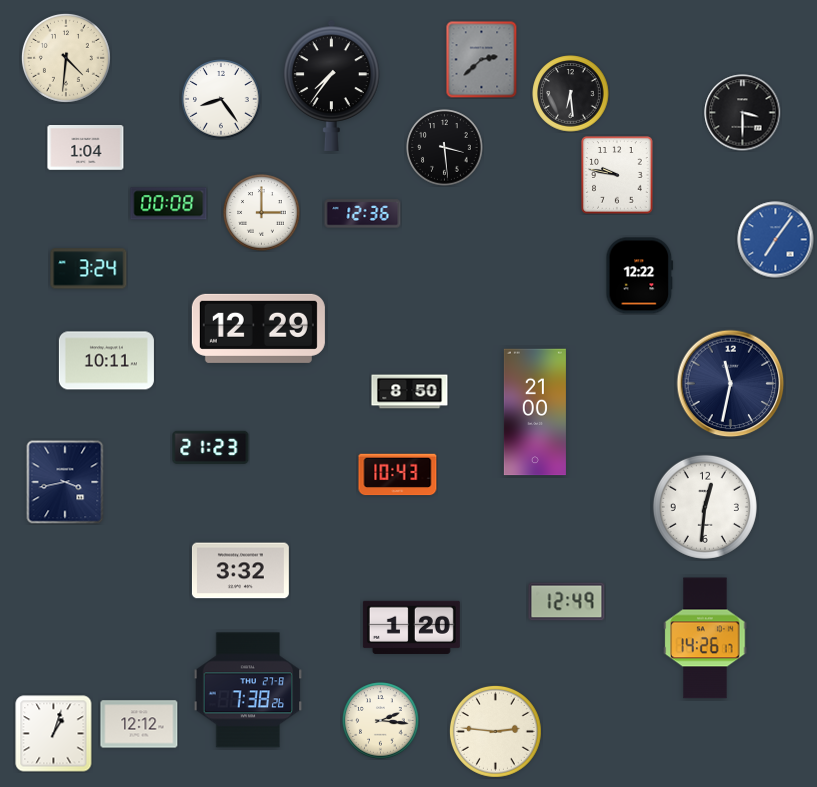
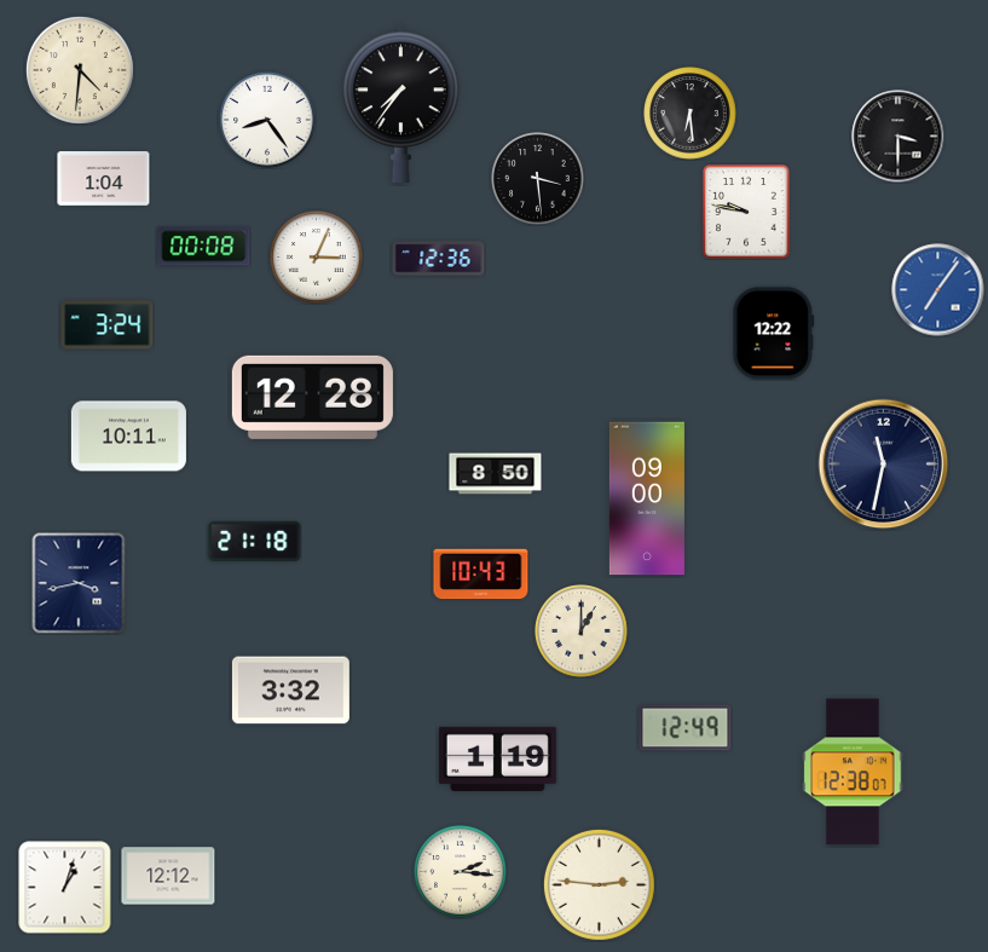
clock at (482, 59): 2:38 -> none
clock at (262, 213): 3:00 -> 3:04
clock at (258, 328): 12:29 -> 12:28
clock at (535, 412): 21:00 -> 09:00
clock at (211, 447): 21:23 -> 21:18
clock at (705, 507): 12:31 -> none
clock at (582, 631): none -> 1:00
clock at (411, 627): 1:20 -> 1:19
clock at (705, 638): 14:26 -> 12:38
clock at (248, 690): 7:38 -> none
